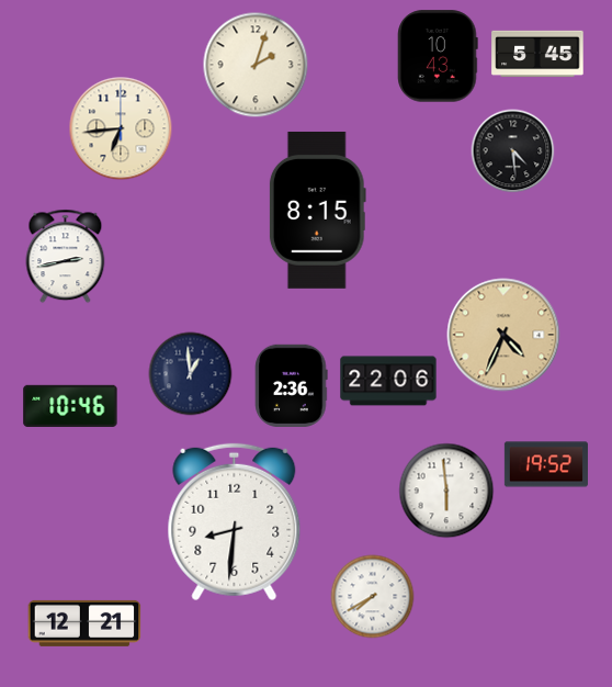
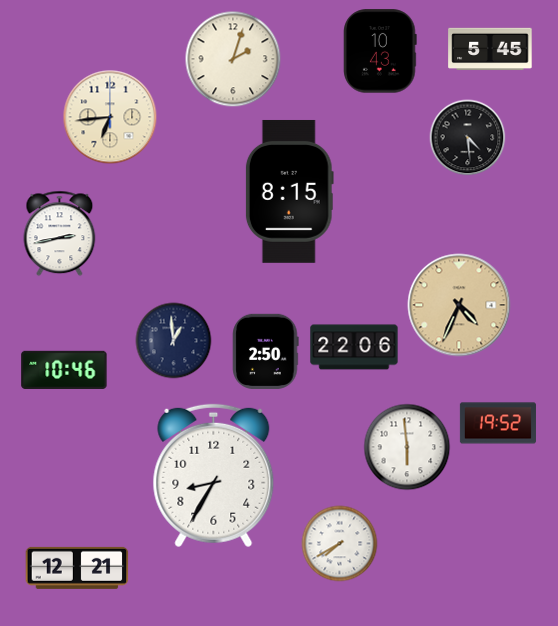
clock at (438, 56) position: (438, 56) -> (380, 51)
clock at (292, 385): 2:36 -> 2:50
clock at (235, 522): 8:31 -> 8:35
